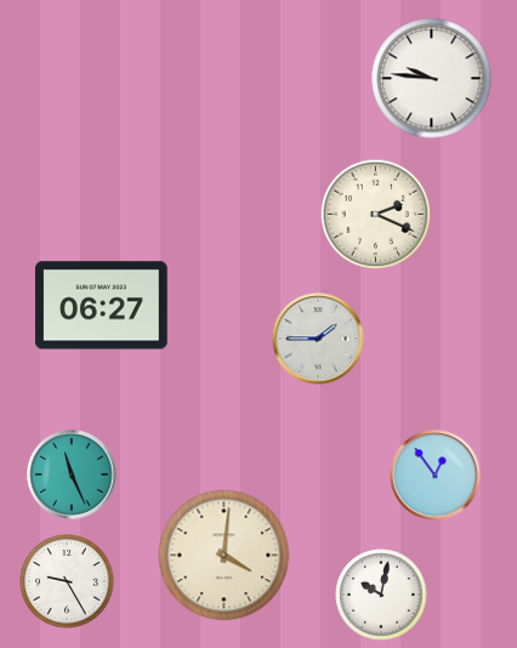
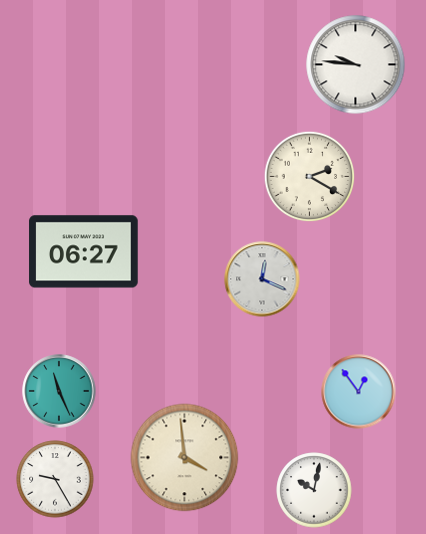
clock at (376, 215): 2:19 -> 2:20
clock at (318, 339): 1:45 -> 12:19
clock at (225, 556): 4:01 -> 3:59
